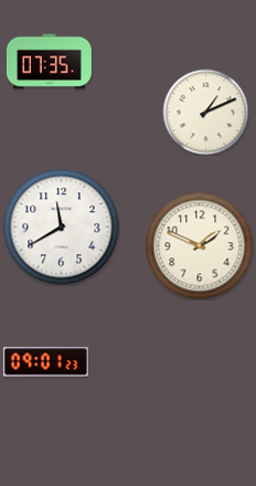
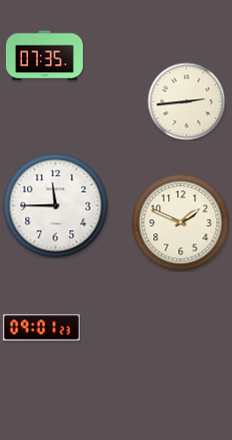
clock at (205, 112): 1:11 -> 2:44
clock at (62, 228): 11:40 -> 11:45
